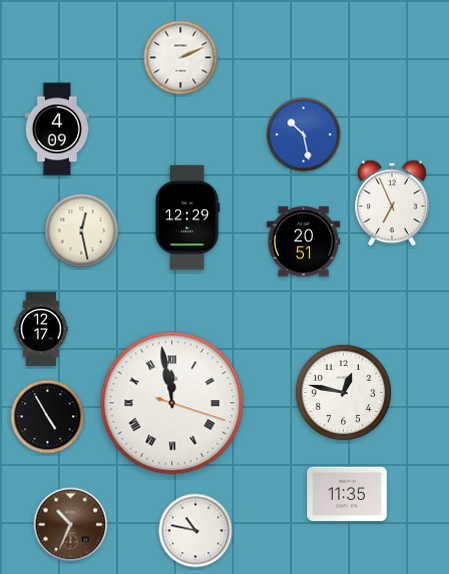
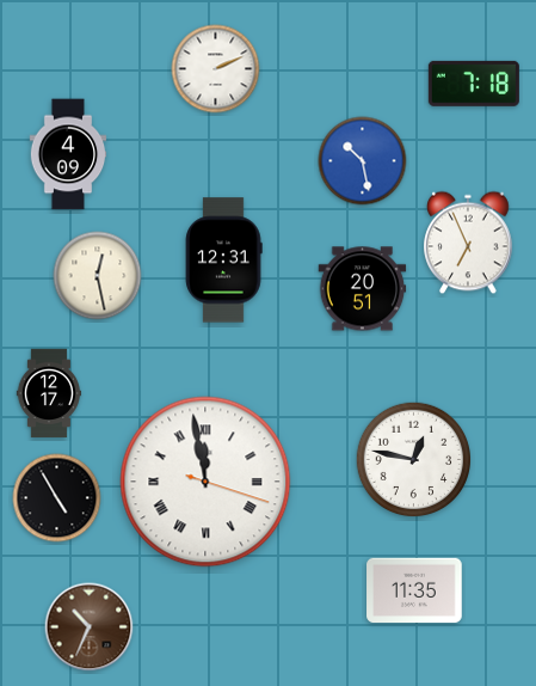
clock at (474, 84): none -> 7:18
clock at (187, 218): 12:29 -> 12:31
clock at (343, 392) position: (343, 392) -> (413, 459)
clock at (71, 525) position: (71, 525) -> (90, 627)
clock at (196, 531): 10:47 -> none
